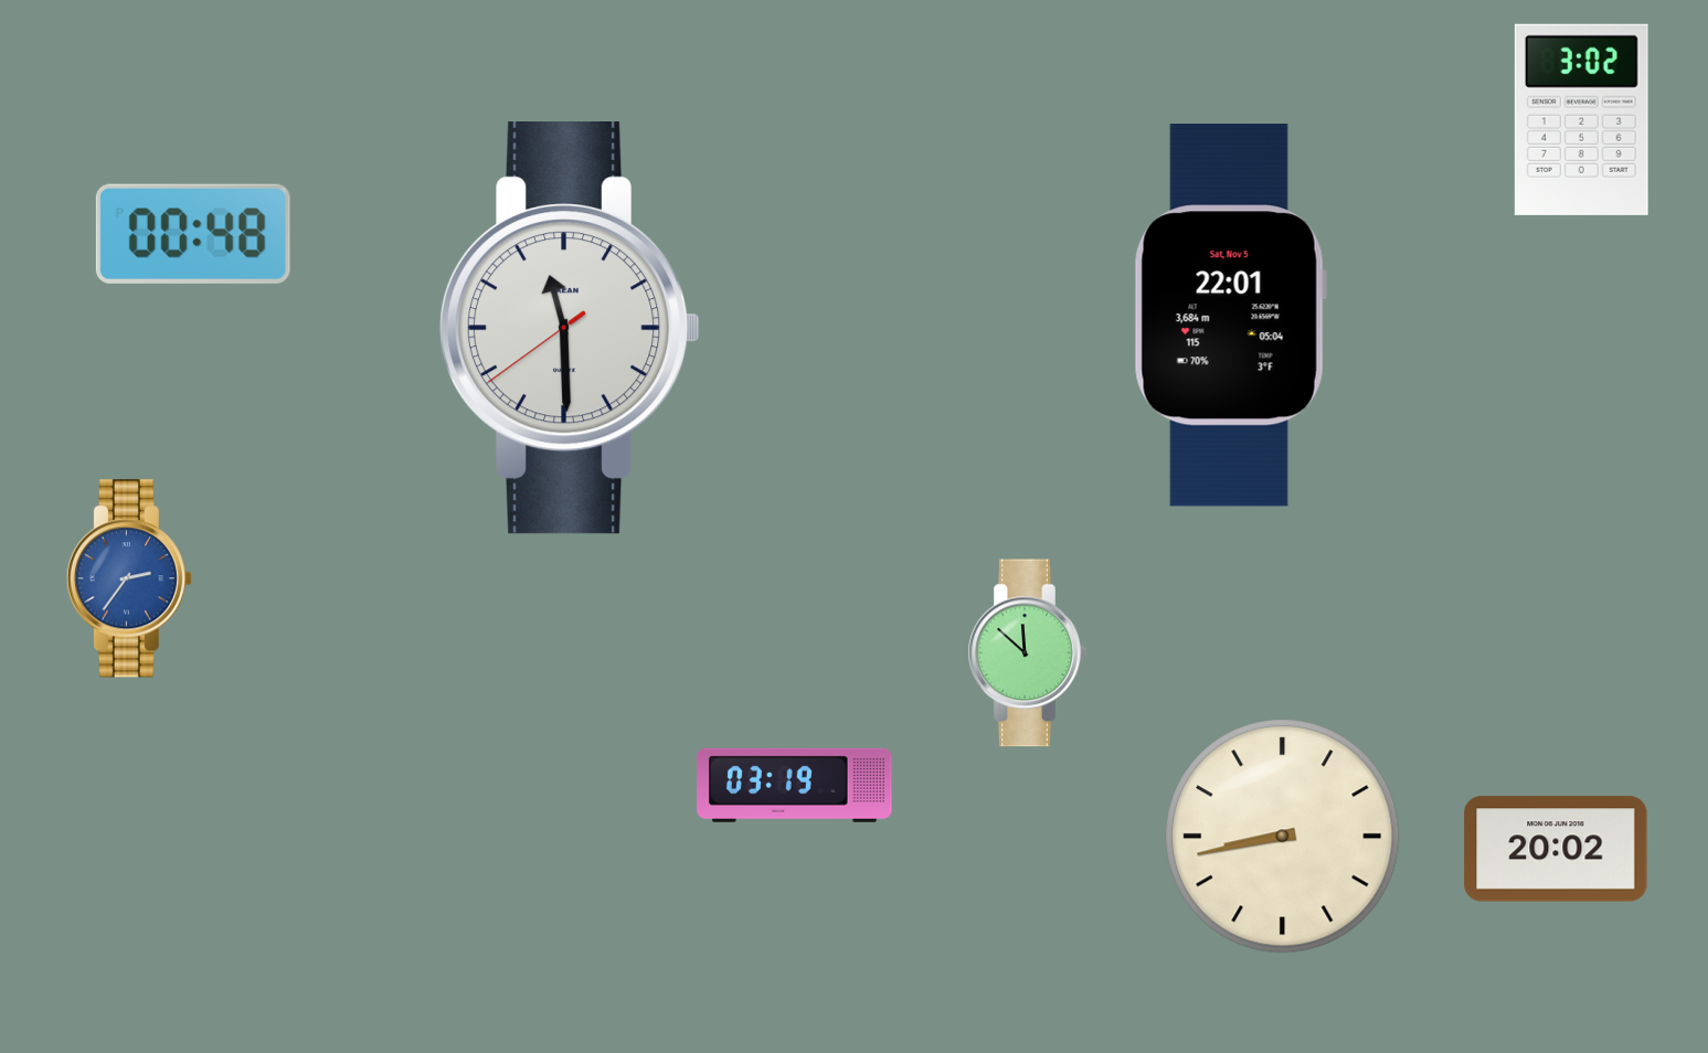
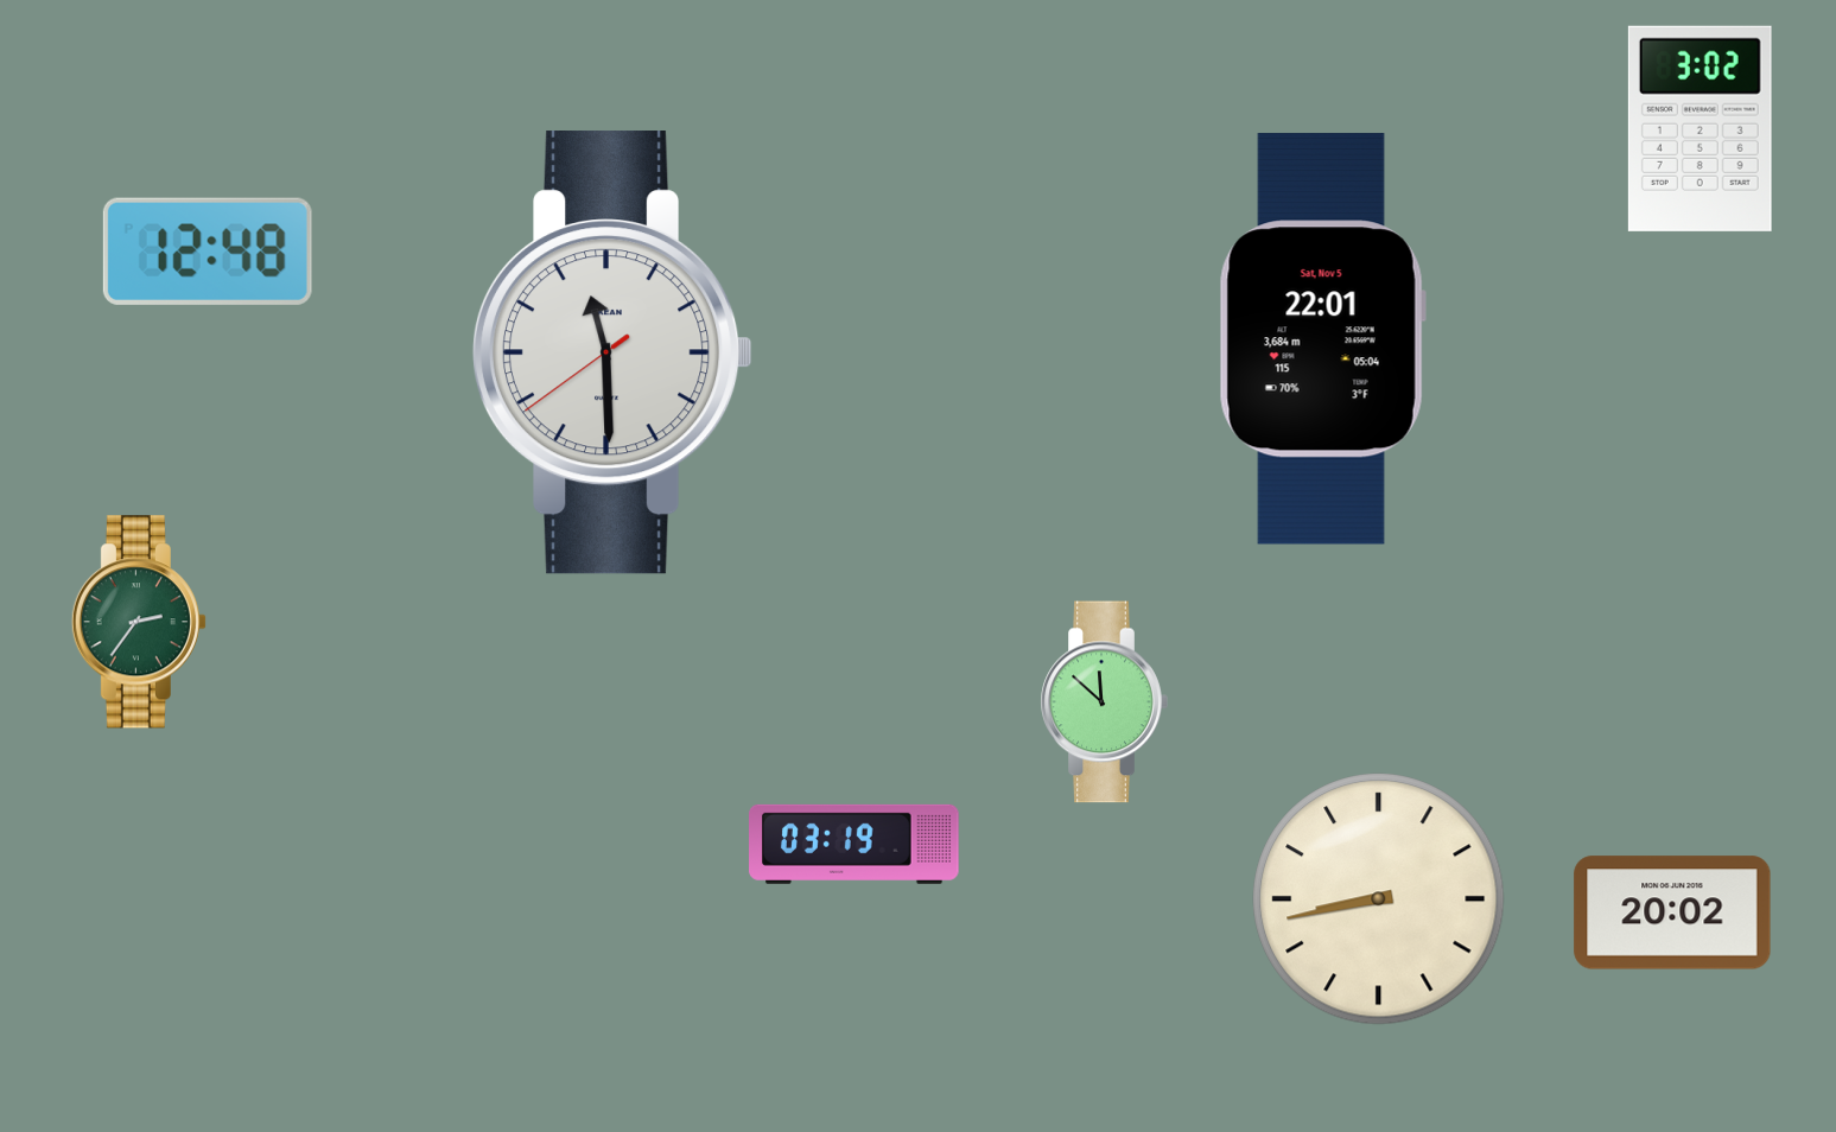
clock at (193, 234): 00:48 -> 12:48
clock at (129, 578) dial: blue -> green
